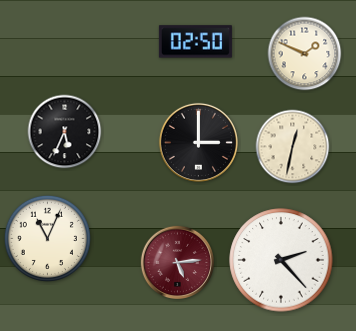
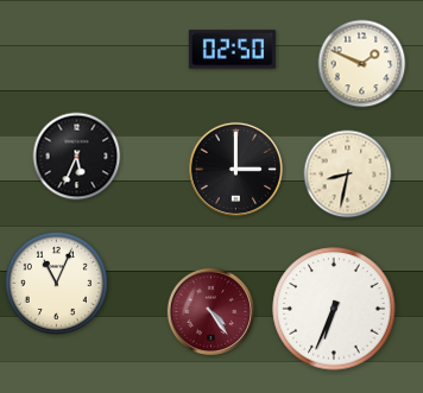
clock at (293, 147): 12:32 -> 8:32
clock at (281, 260): 2:23 -> 6:34
clock at (177, 262): 5:14 -> 4:24
